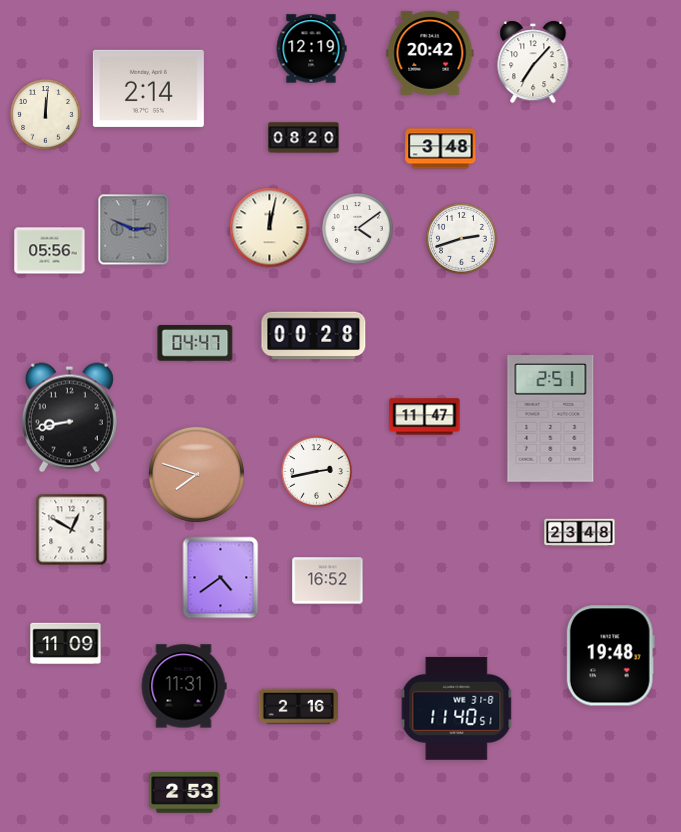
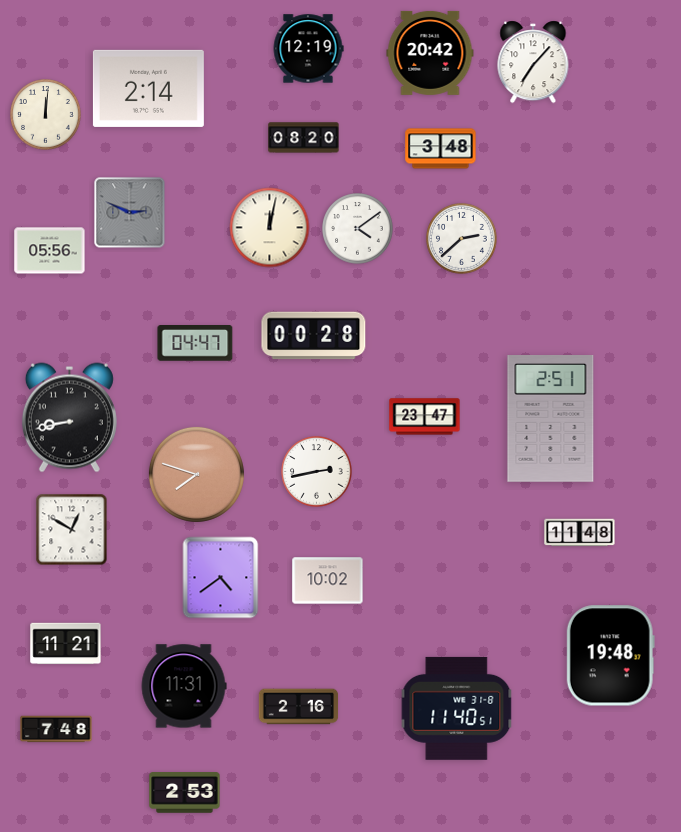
clock at (311, 49) position: (311, 49) -> (308, 49)
clock at (134, 230) position: (134, 230) -> (130, 213)
clock at (462, 239): 2:42 -> 2:38
clock at (425, 417): 11:47 -> 23:47
clock at (580, 533): 23:48 -> 11:48
clock at (328, 581): 16:52 -> 10:02
clock at (66, 644): 11:09 -> 11:21
clock at (56, 729): none -> 7:48
